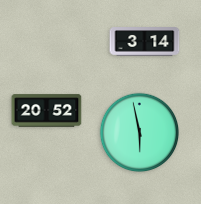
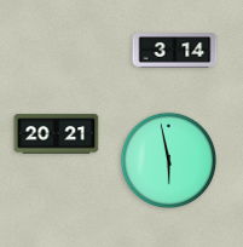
clock at (47, 111): 20:52 -> 20:21
